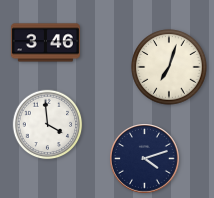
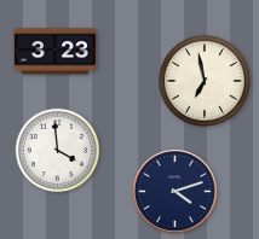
clock at (45, 43): 3:46 -> 3:23
clock at (169, 67): 7:03 -> 6:58
